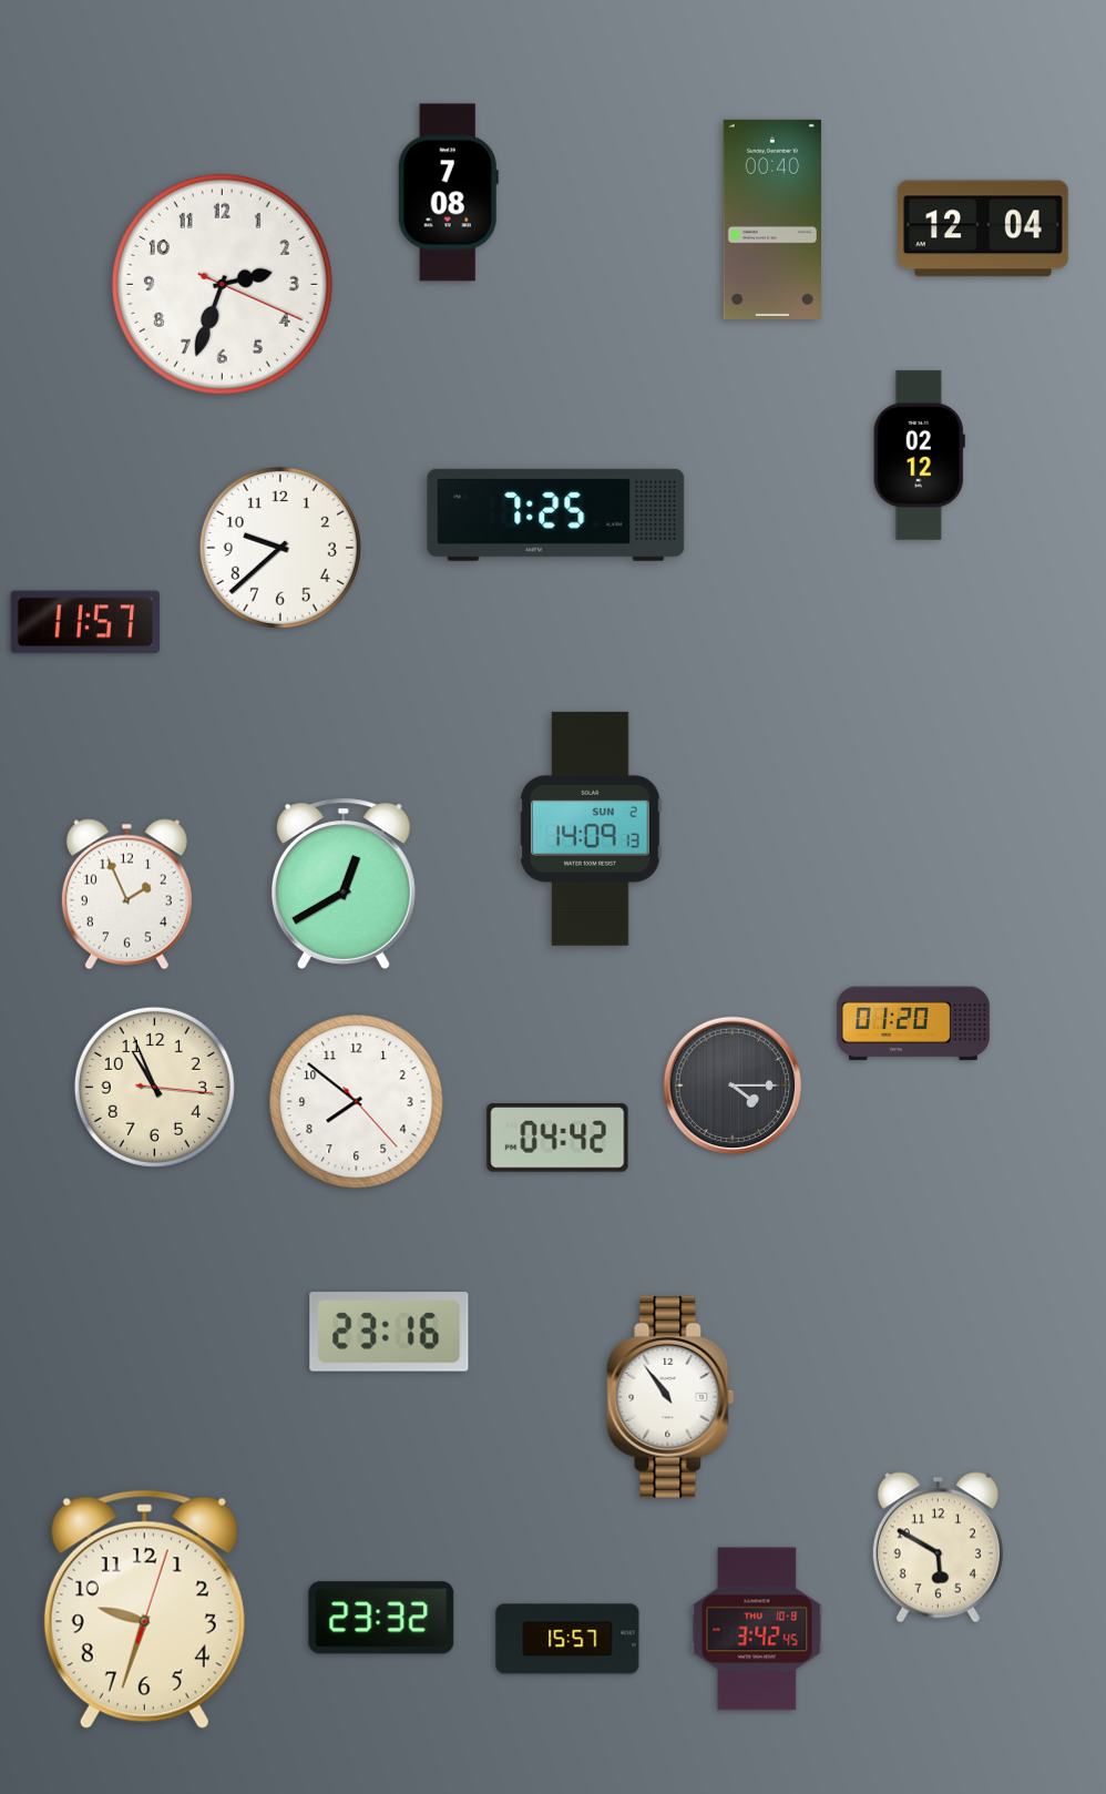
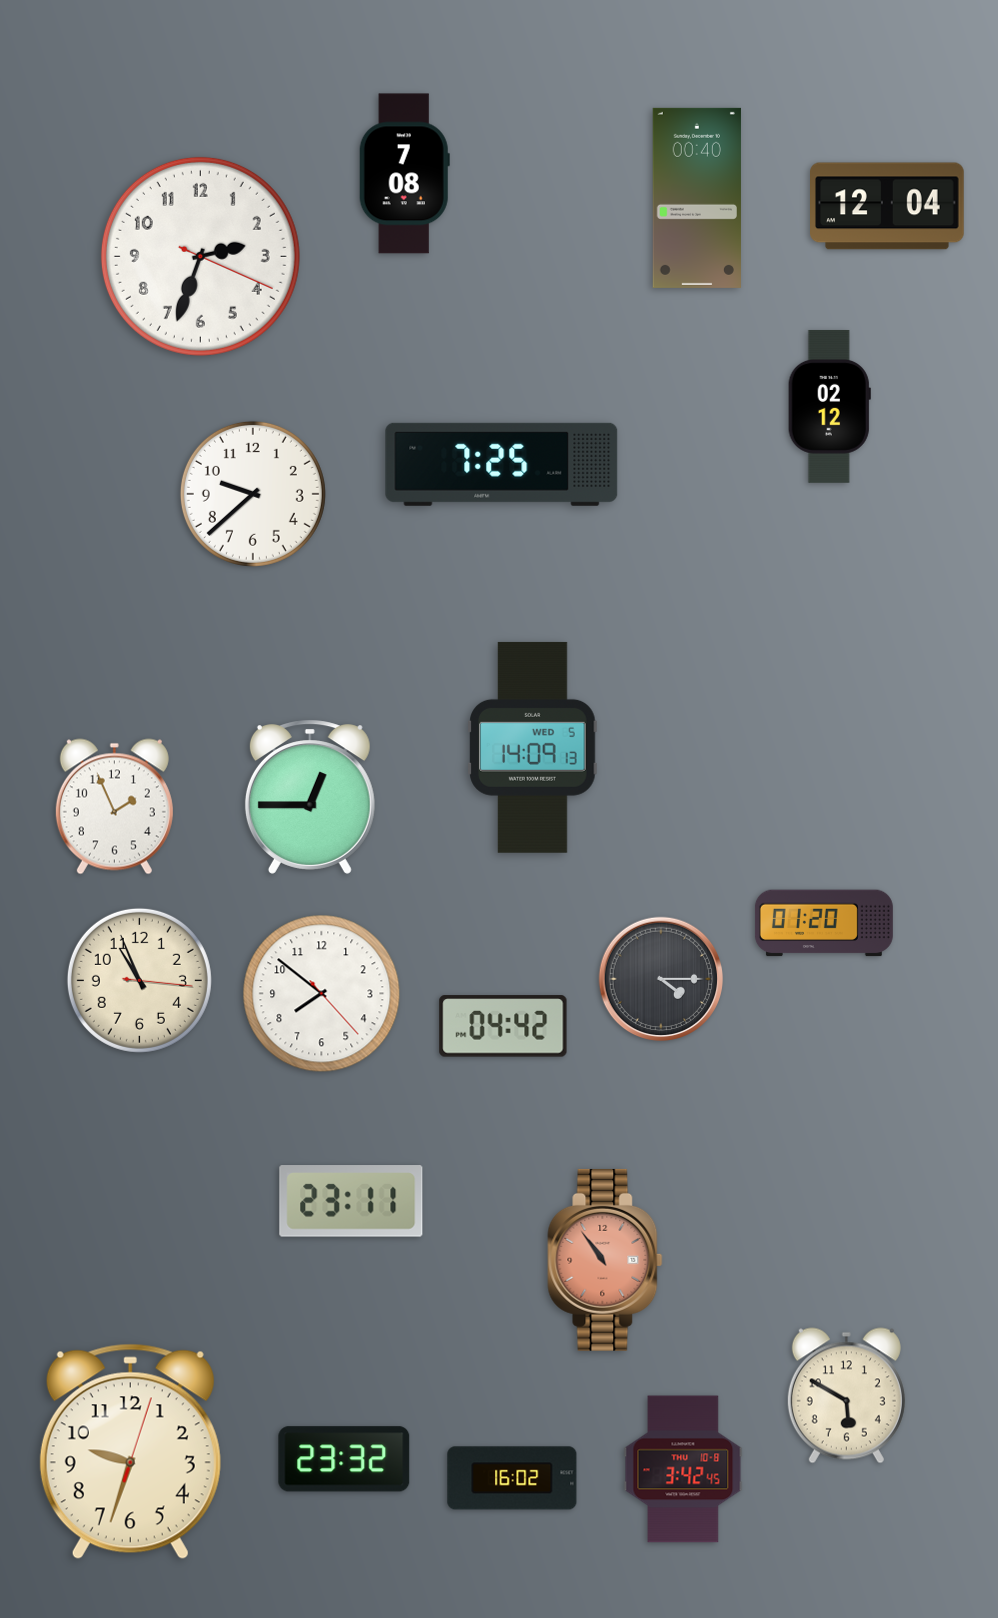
clock at (919, 455) position: (919, 455) -> (829, 406)
clock at (85, 622): 11:57 -> none
clock at (591, 828) date: SUN 2 -> WED 5
clock at (344, 884): 12:40 -> 12:45
clock at (389, 1332): 23:16 -> 23:11
clock at (670, 1397) dial: white -> salmon
clock at (567, 1639): 15:57 -> 16:02
